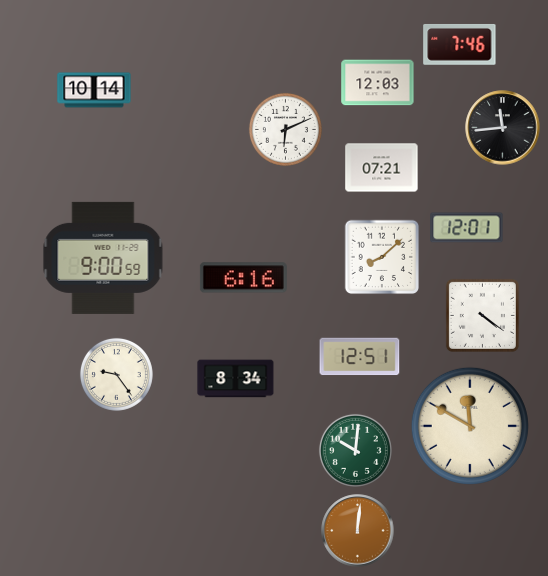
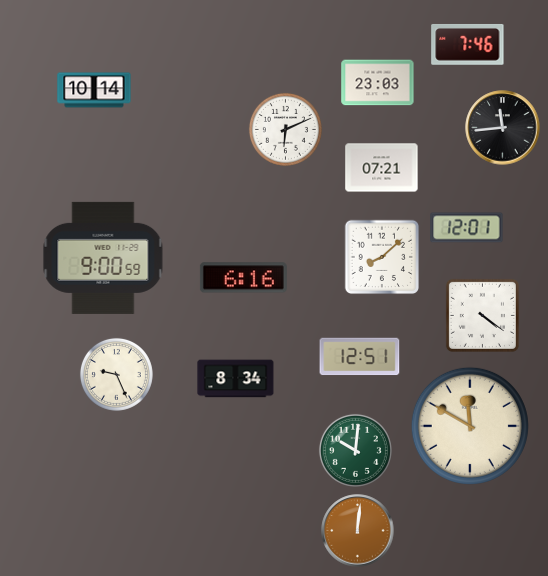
clock at (460, 44) position: (460, 44) -> (468, 44)
clock at (378, 83): 12:03 -> 23:03
clock at (116, 374): 9:24 -> 9:26
